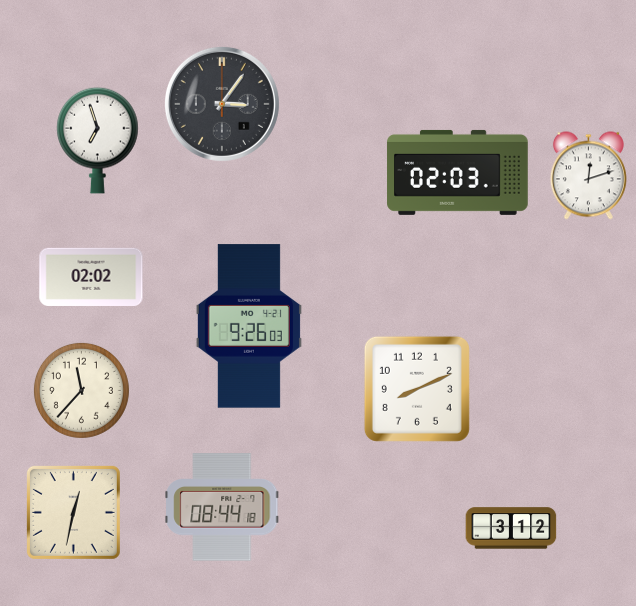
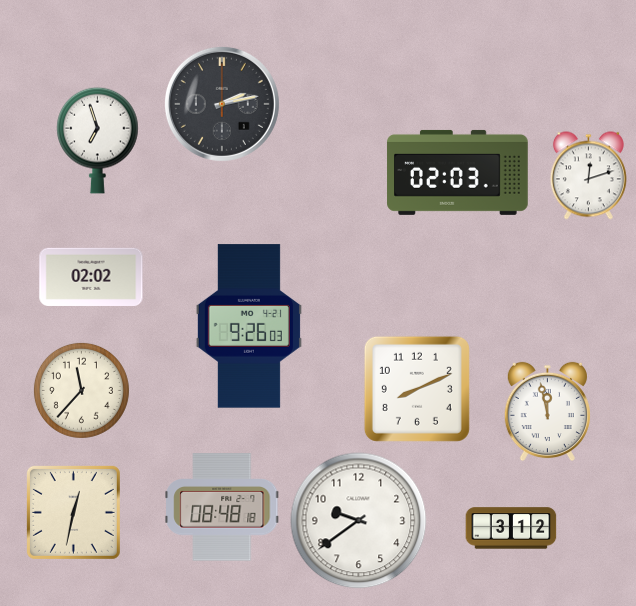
clock at (222, 104): 3:06 -> 2:13
clock at (547, 412): none -> 11:58
clock at (222, 507): 08:44 -> 08:48
clock at (359, 521): none -> 9:39
